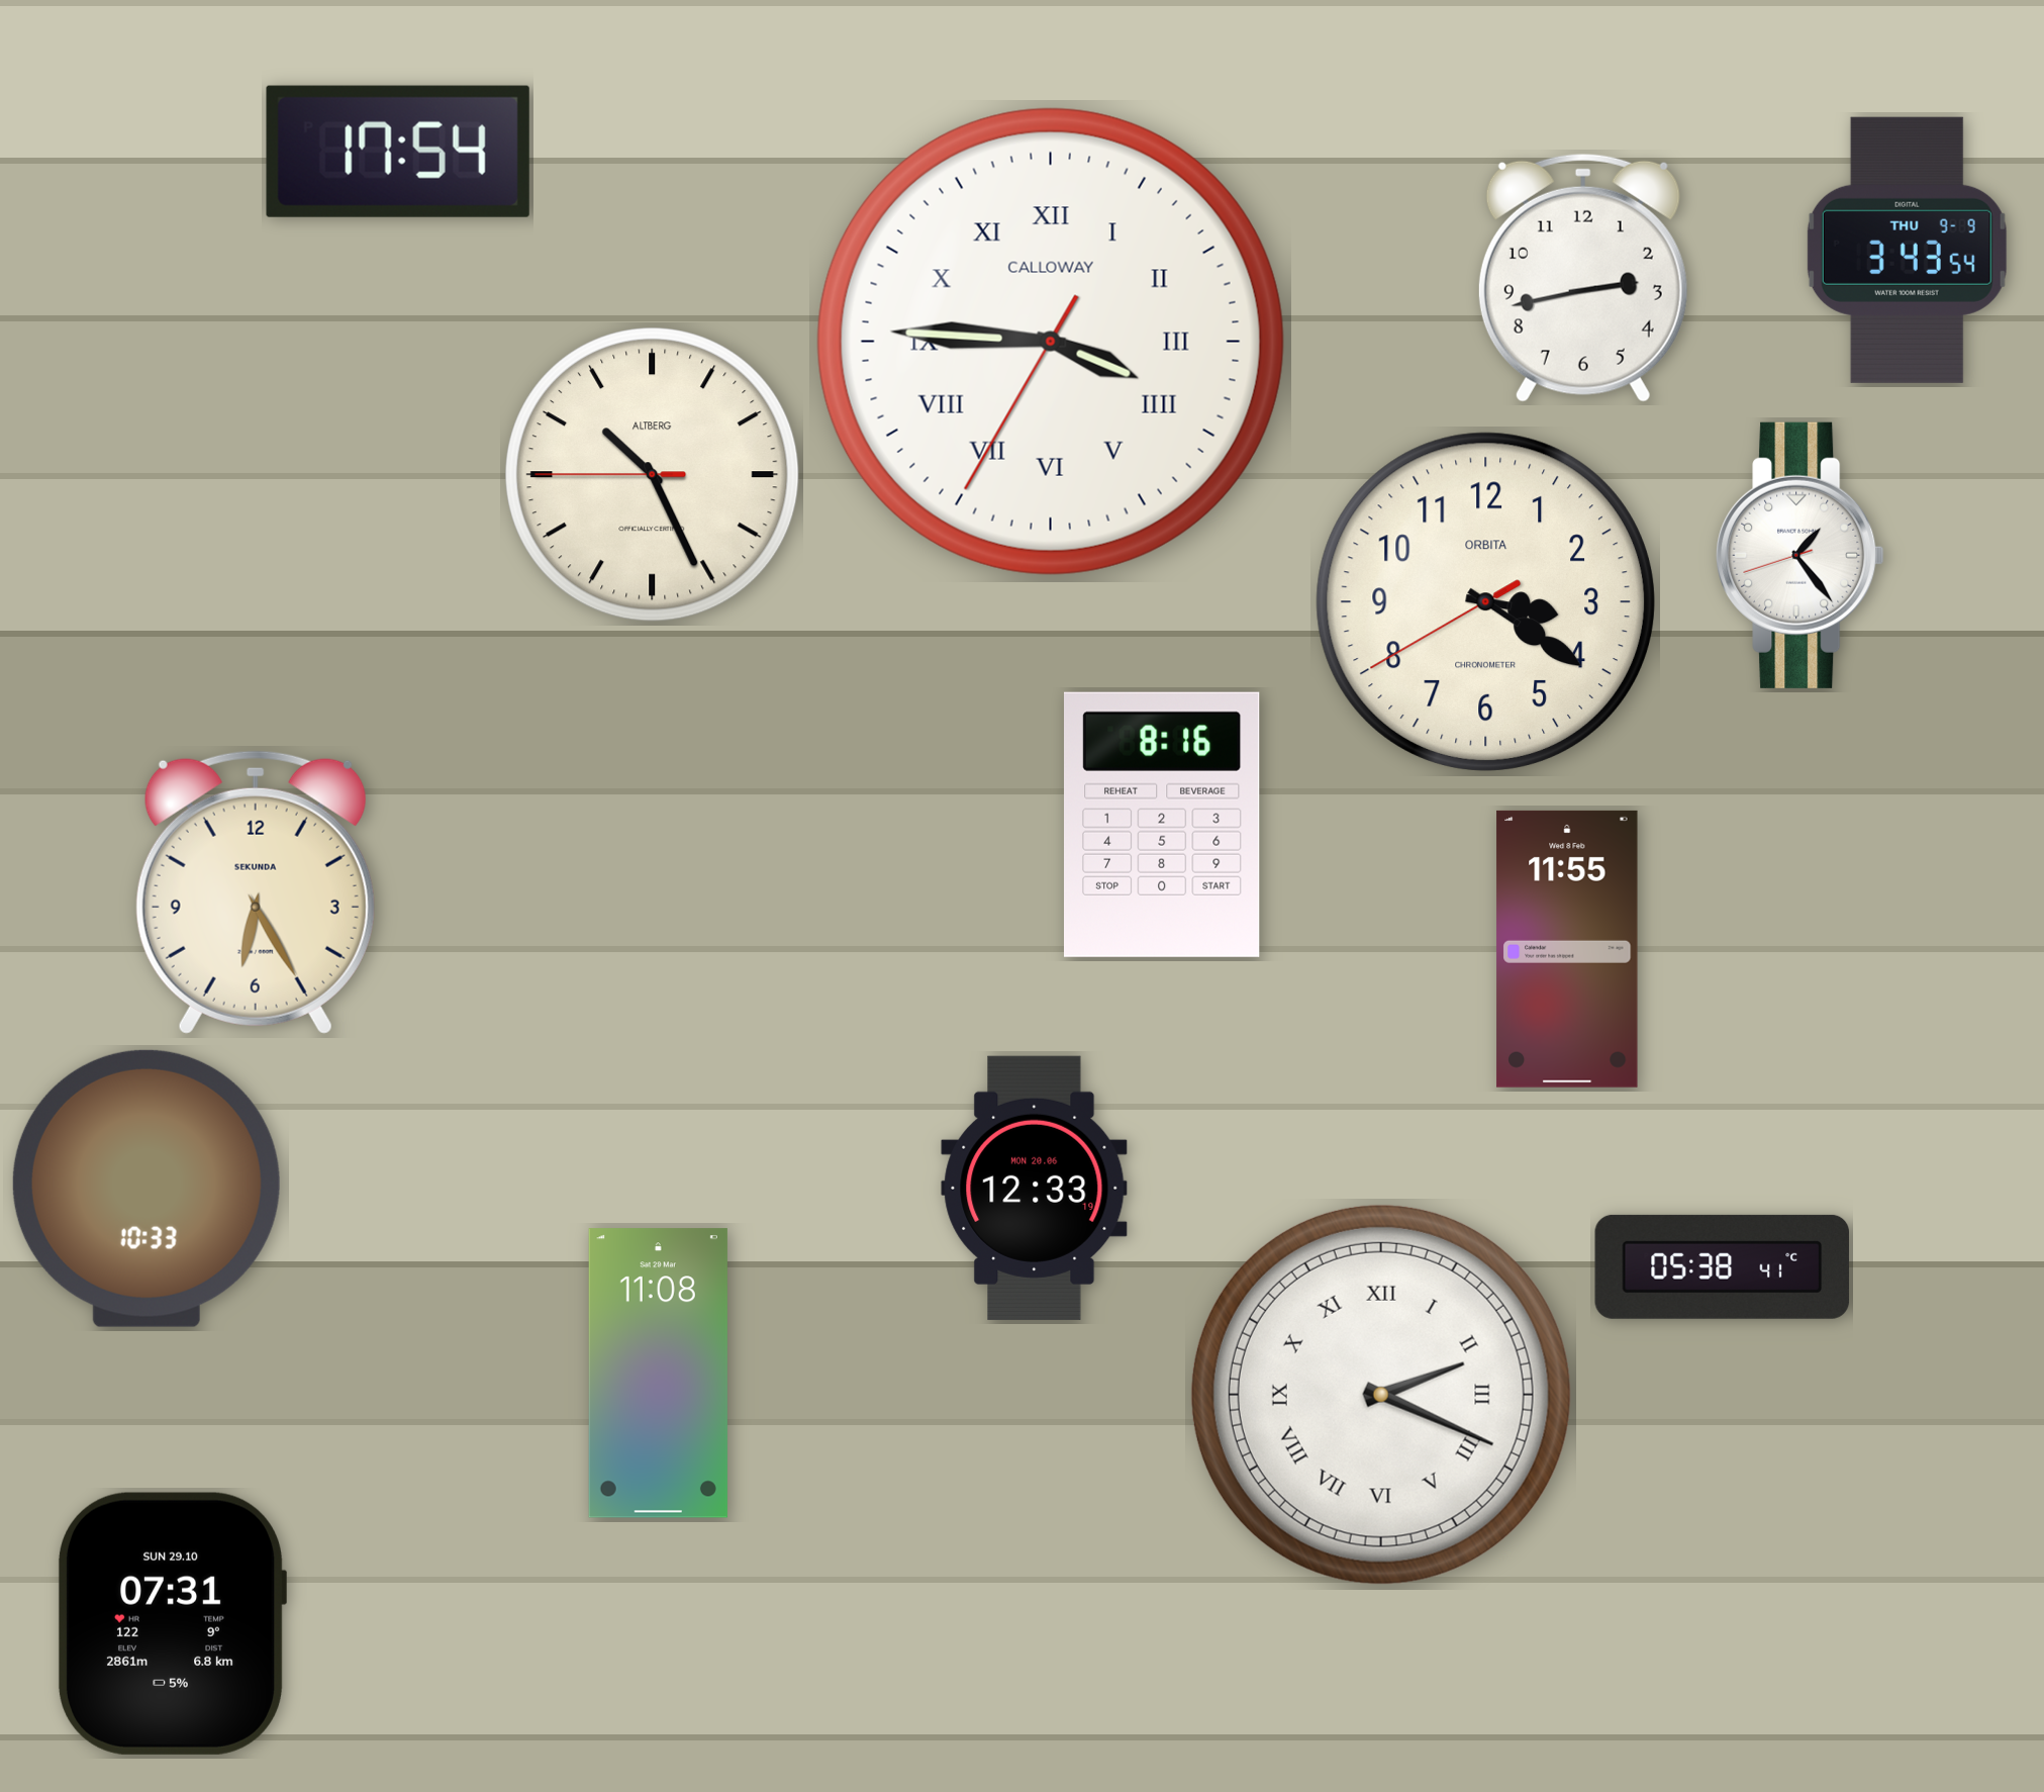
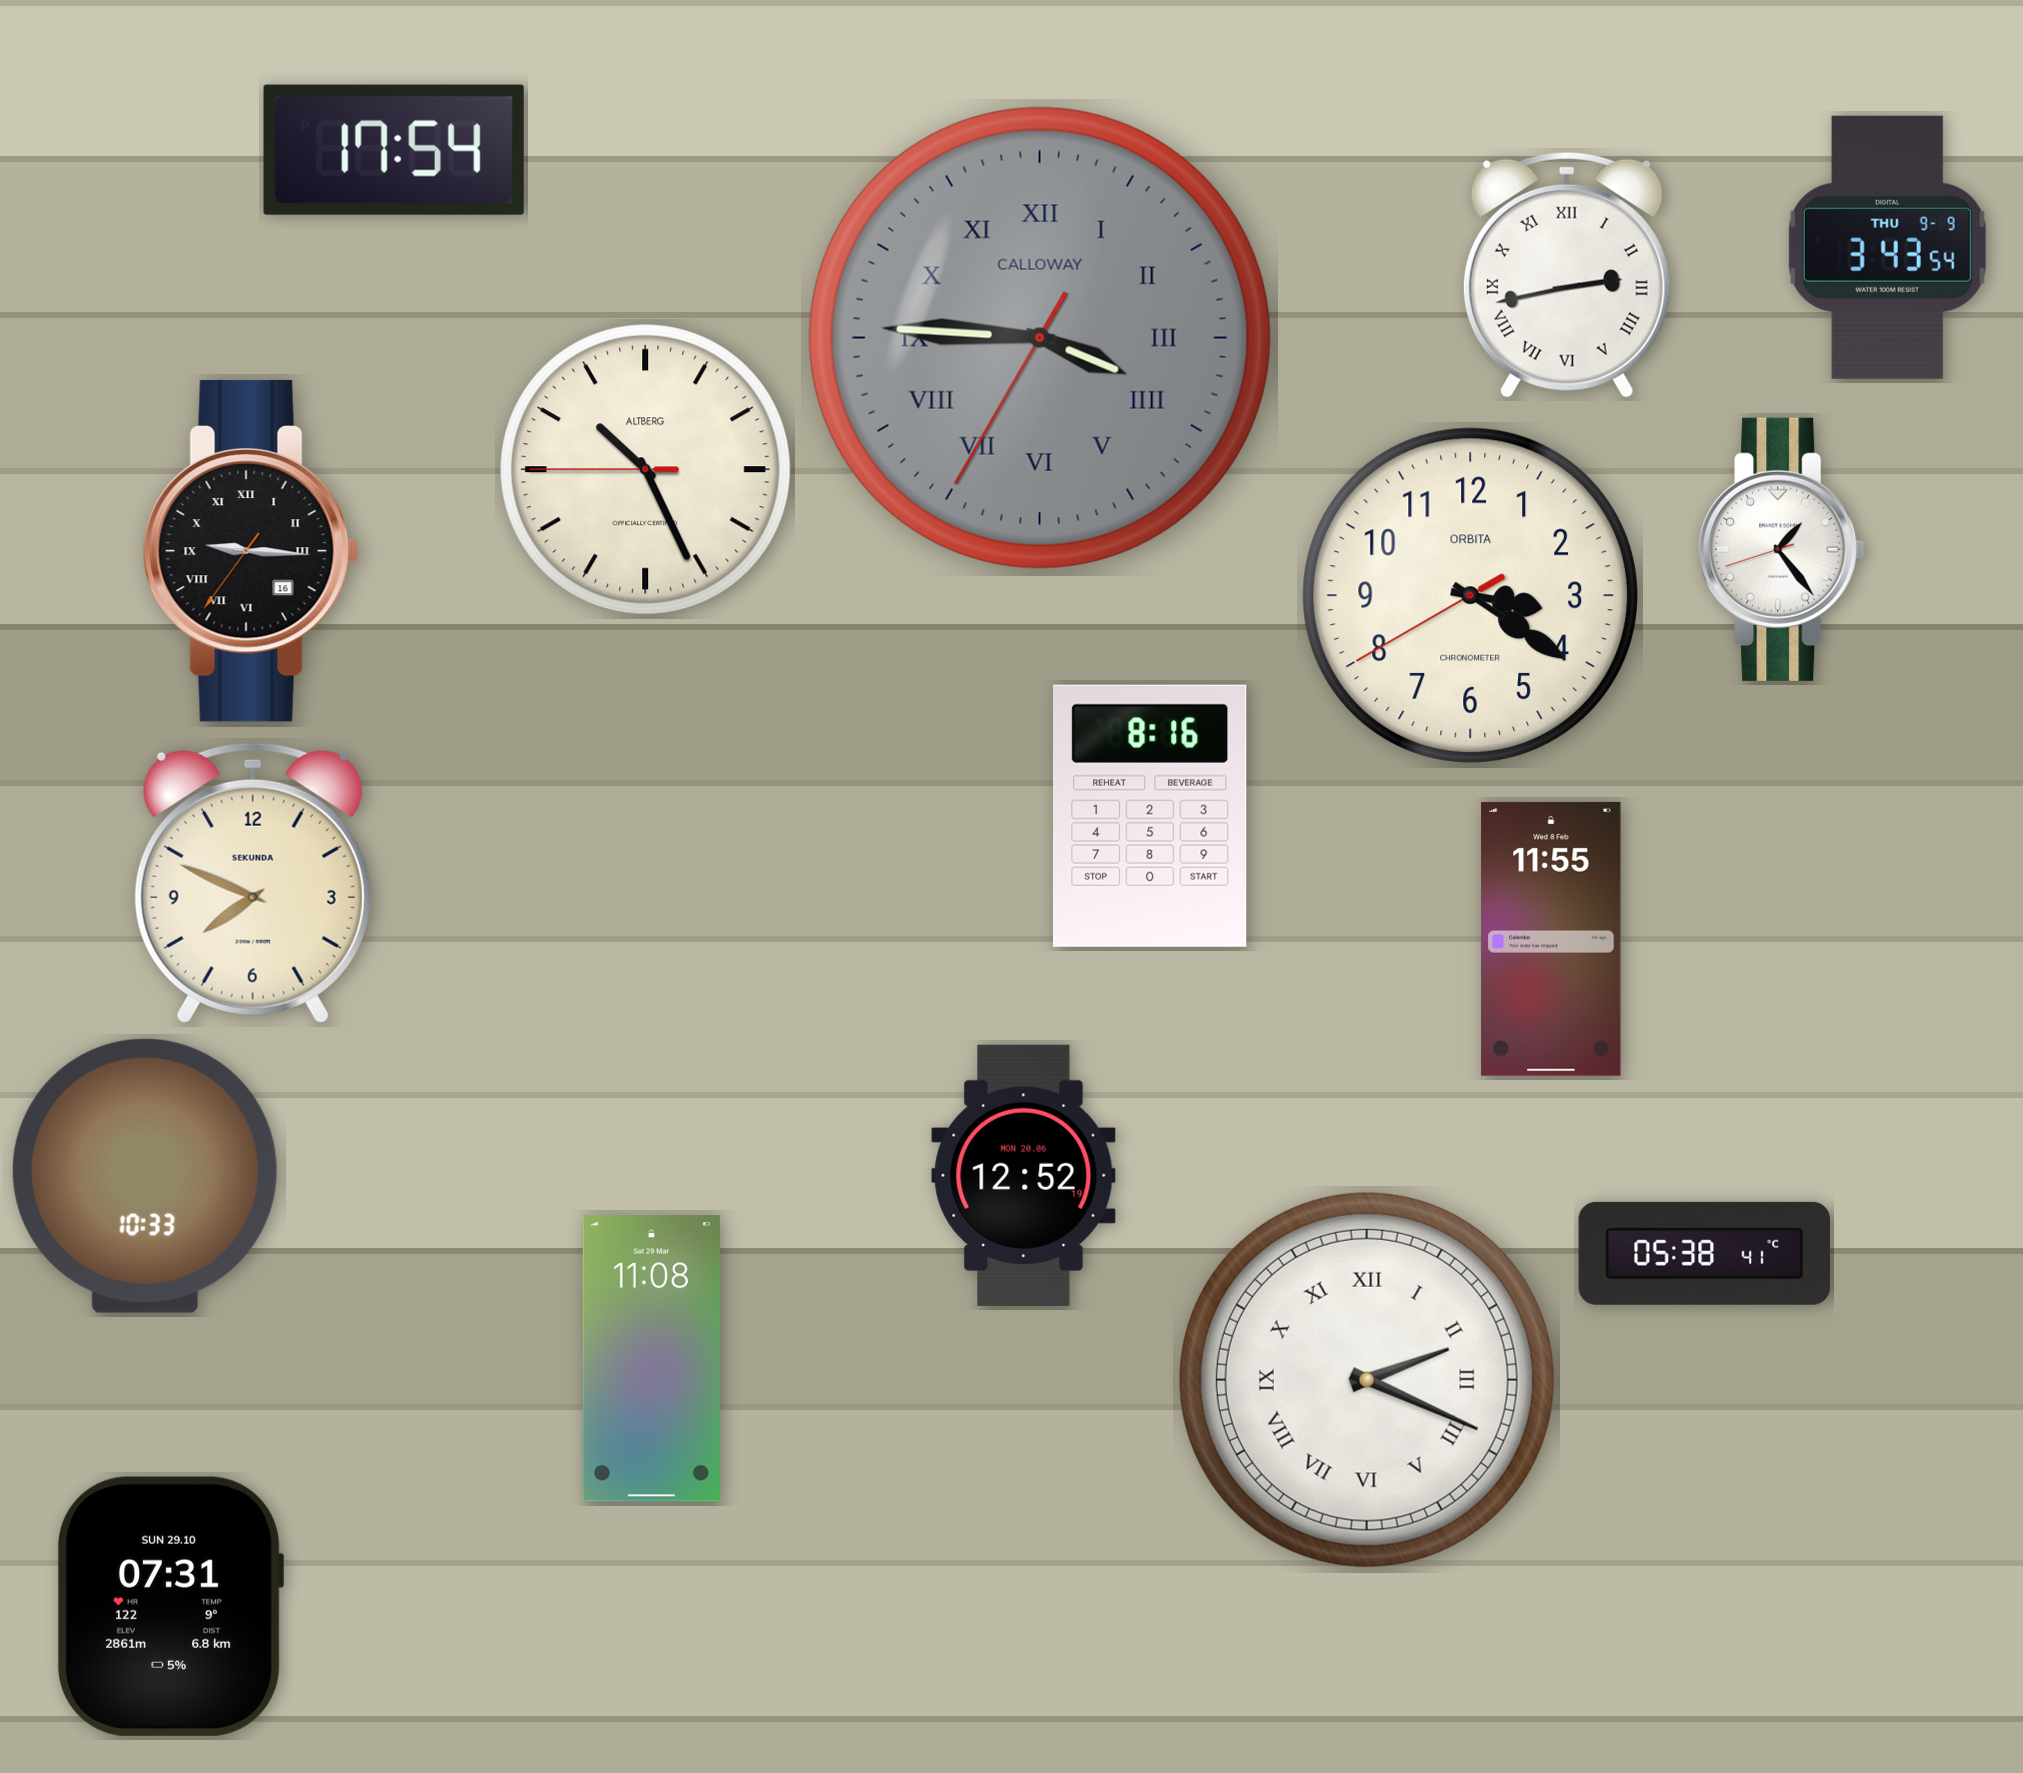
clock at (1583, 278) numerals: Arabic -> Roman
clock at (1051, 342) dial: white -> grey
clock at (251, 551): none -> 9:15
clock at (256, 892): 6:25 -> 7:49
clock at (1035, 1188): 12:33 -> 12:52
